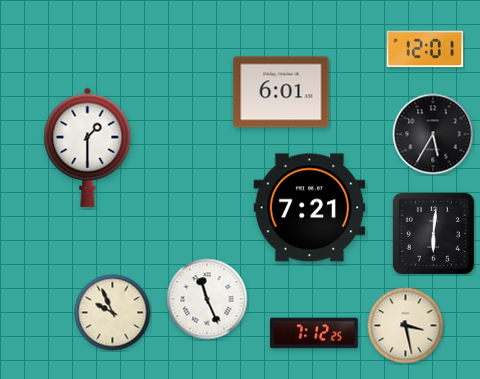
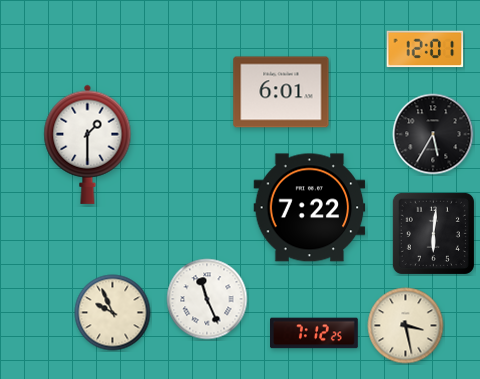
clock at (88, 147) position: (88, 147) -> (88, 144)
clock at (310, 208): 7:21 -> 7:22
